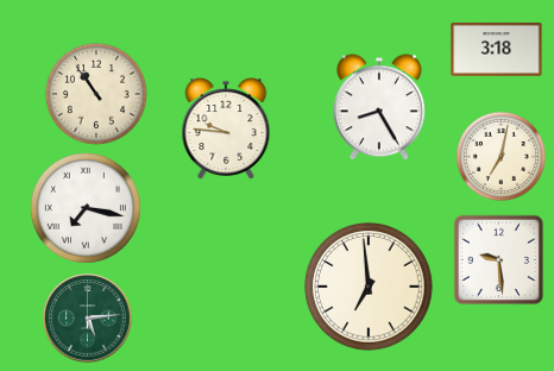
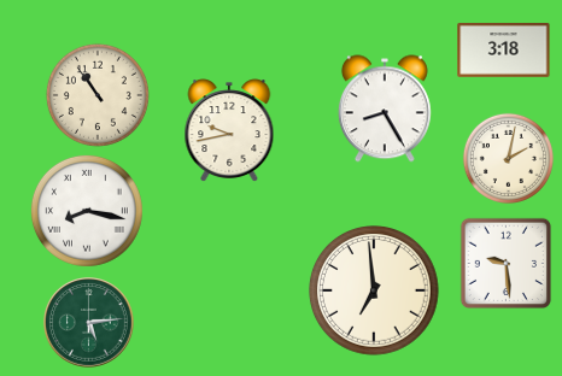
clock at (226, 128): 9:46 -> 9:43
clock at (501, 156): 7:02 -> 2:02
clock at (86, 208): 7:17 -> 8:17
